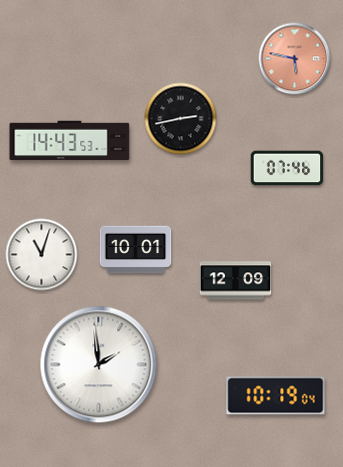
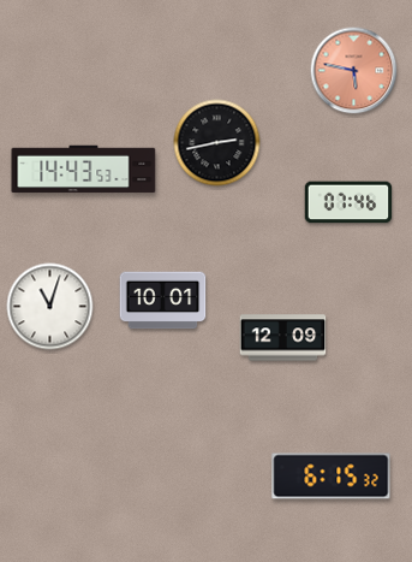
clock at (287, 168) position: (287, 168) -> (348, 202)
clock at (99, 365): 1:59 -> none
clock at (276, 396): 10:19 -> 6:15
